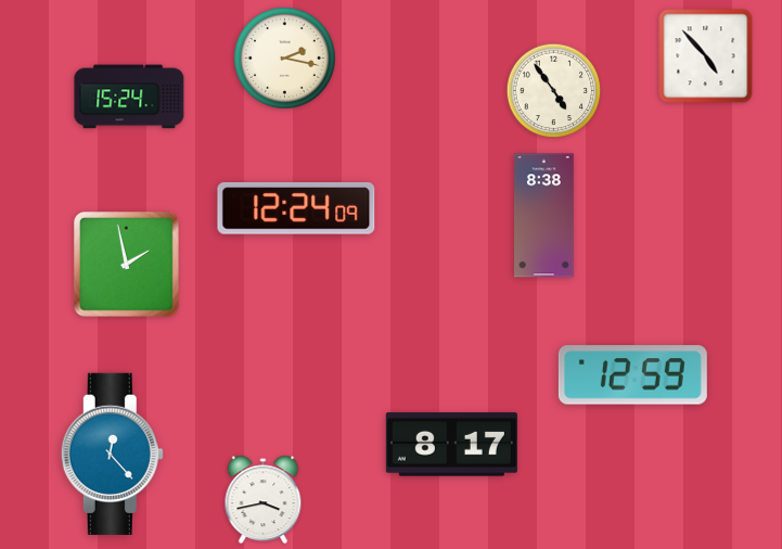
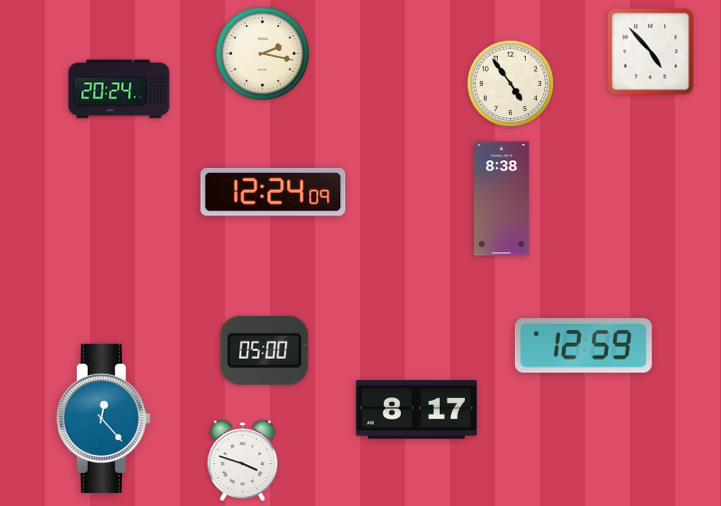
clock at (129, 97): 15:24 -> 20:24
clock at (126, 264): 1:58 -> none
clock at (265, 350): none -> 05:00
clock at (264, 500): 3:43 -> 3:48
